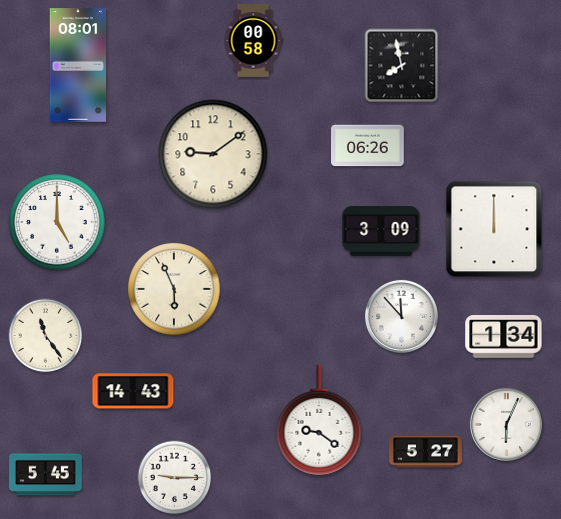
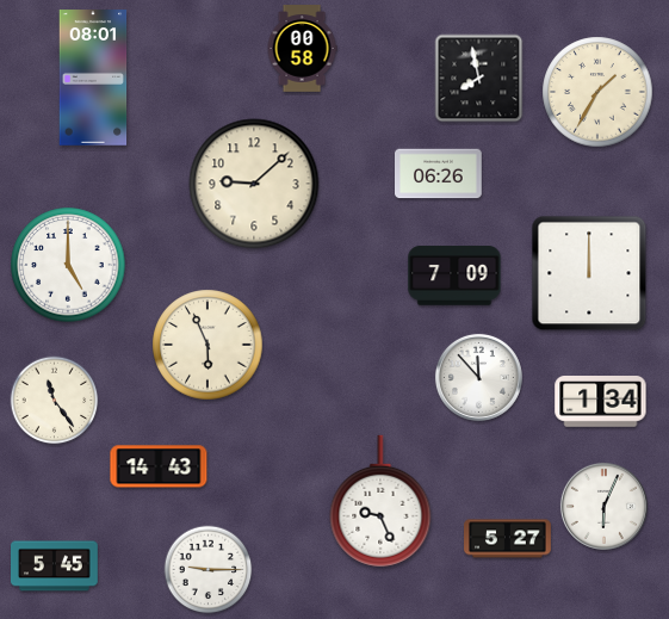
clock at (597, 92): none -> 1:35
clock at (213, 154): 9:09 -> 9:08
clock at (381, 231): 3:09 -> 7:09
clock at (319, 420): 9:21 -> 9:26
